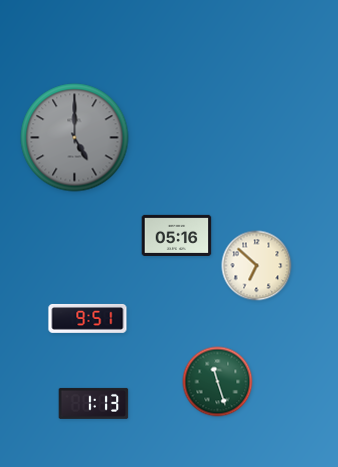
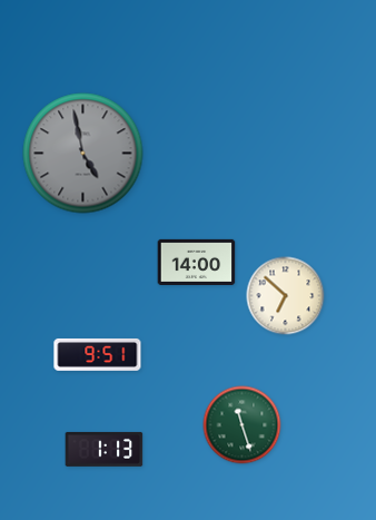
clock at (75, 138): 5:00 -> 4:58
clock at (177, 235): 05:16 -> 14:00
